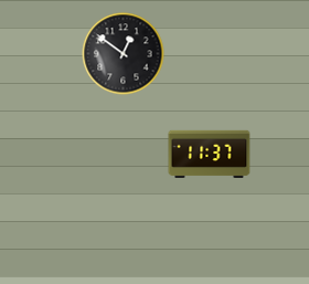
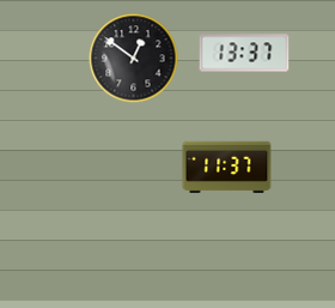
clock at (244, 53): none -> 13:37
